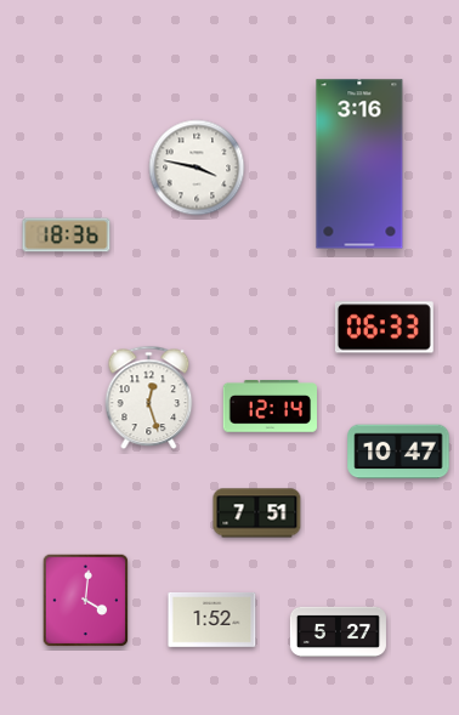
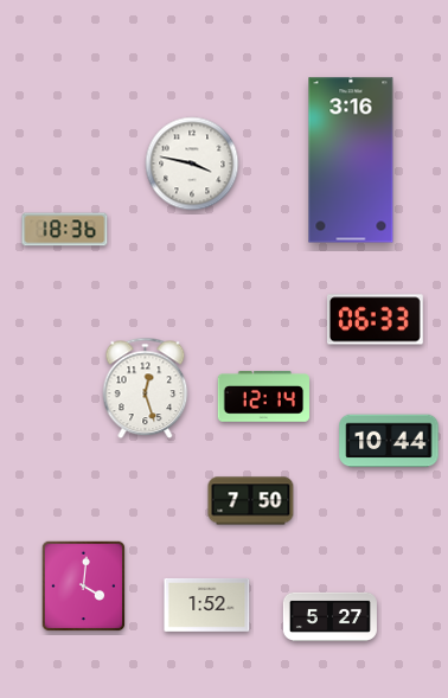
clock at (398, 452): 10:47 -> 10:44
clock at (257, 513): 7:51 -> 7:50
